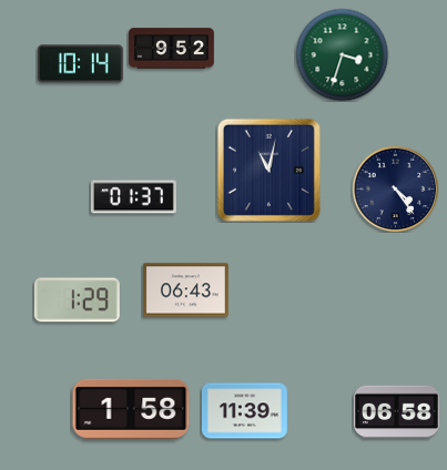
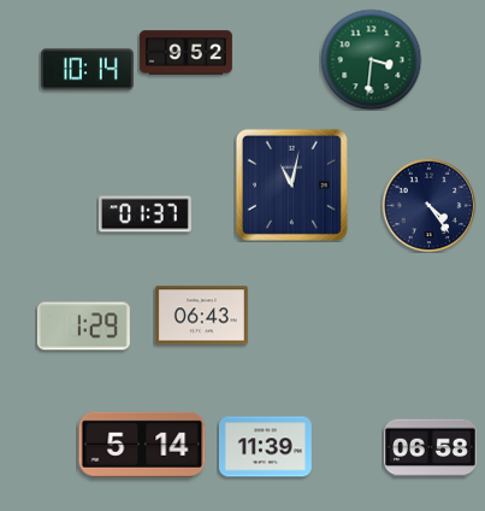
clock at (342, 54): 3:33 -> 3:31
clock at (131, 409): 1:58 -> 5:14
